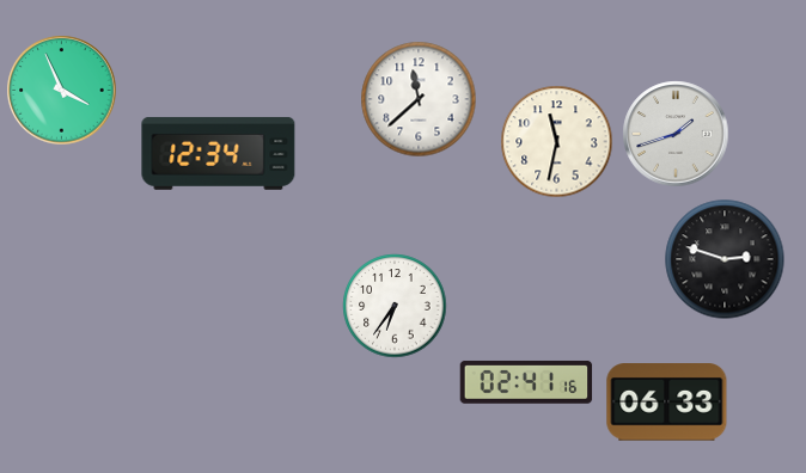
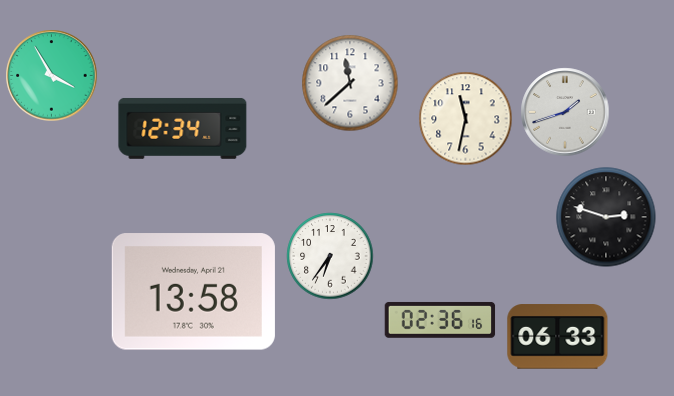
clock at (62, 91): 3:56 -> 3:55
clock at (193, 292): none -> 13:58
clock at (526, 382): 02:41 -> 02:36
